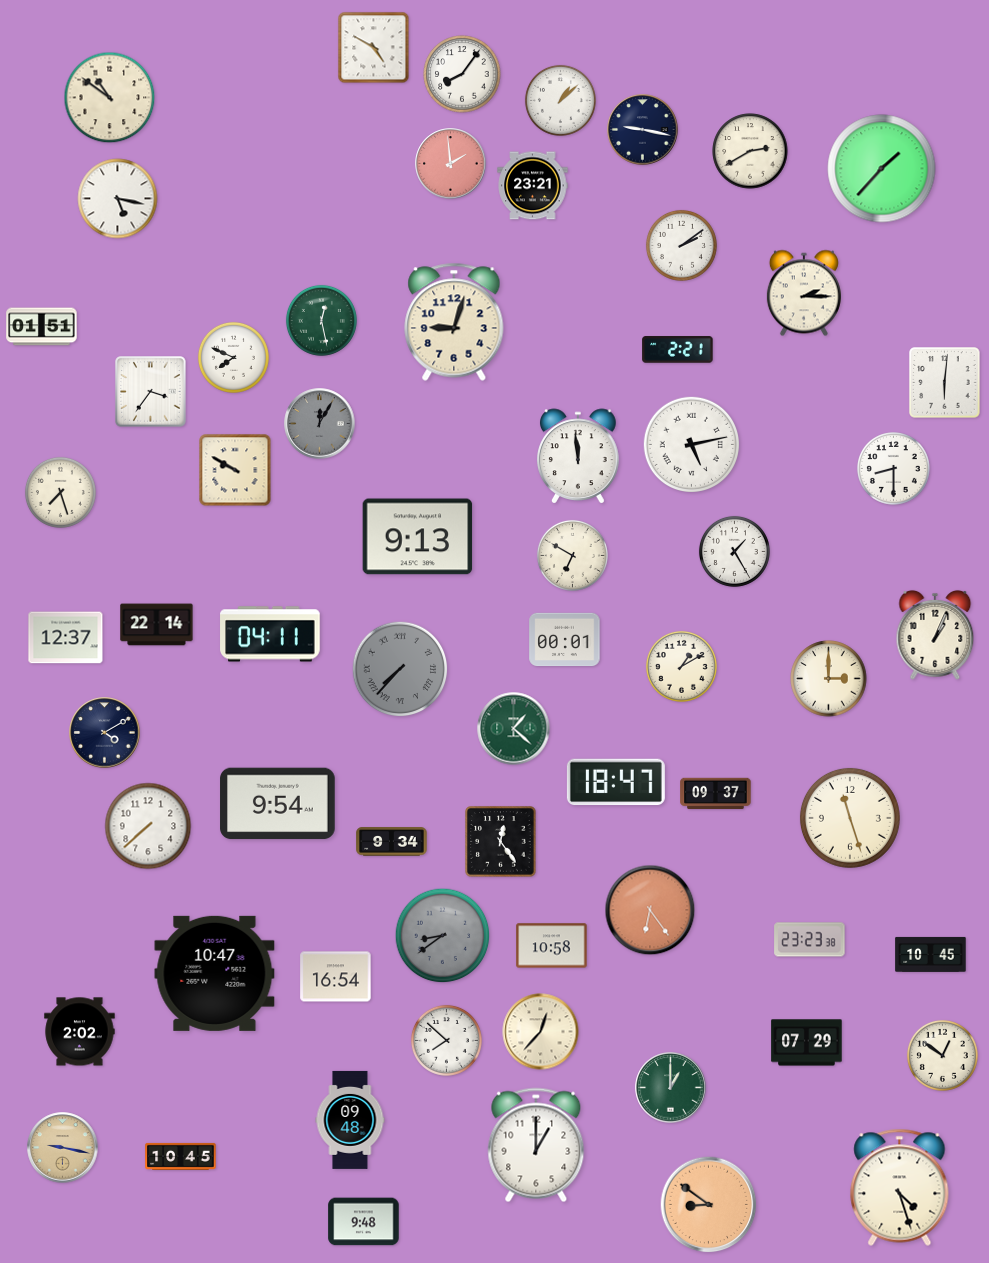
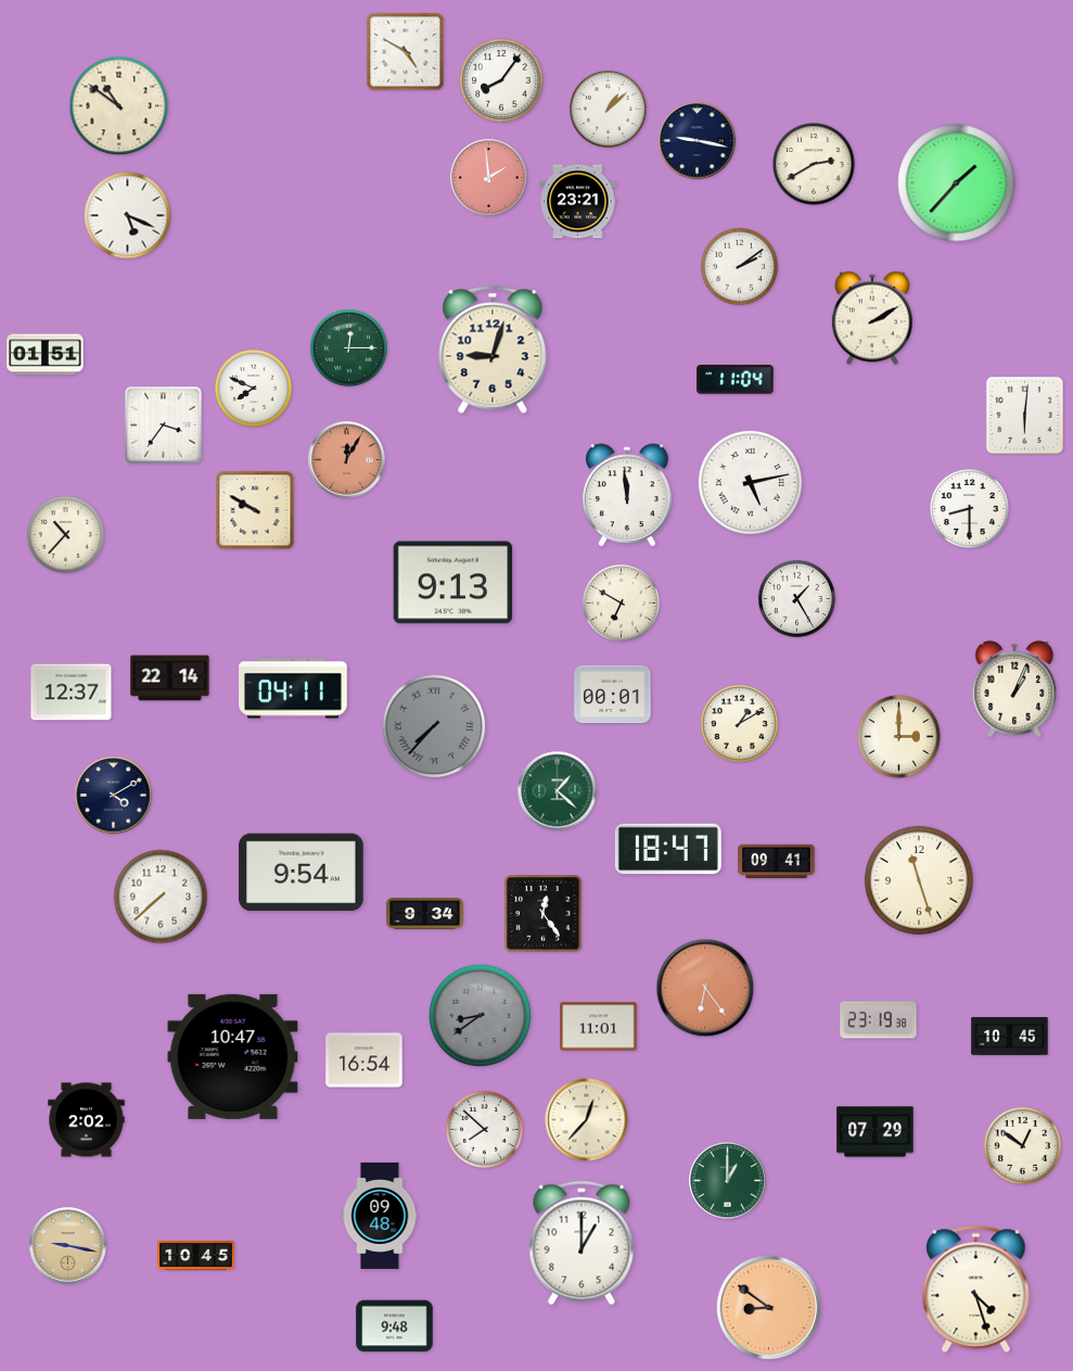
clock at (118, 199): 5:17 -> 5:19
clock at (804, 293): 2:15 -> 2:10
clock at (321, 320): 12:28 -> 12:15
clock at (678, 350): 2:21 -> 11:04
clock at (320, 424) dial: grey -> salmon
clock at (60, 492): 7:27 -> 10:37
clock at (716, 794): 09:37 -> 09:41
clock at (850, 818) position: (850, 818) -> (919, 880)
clock at (810, 940): 23:23 -> 23:19
clock at (552, 946): 10:58 -> 11:01
